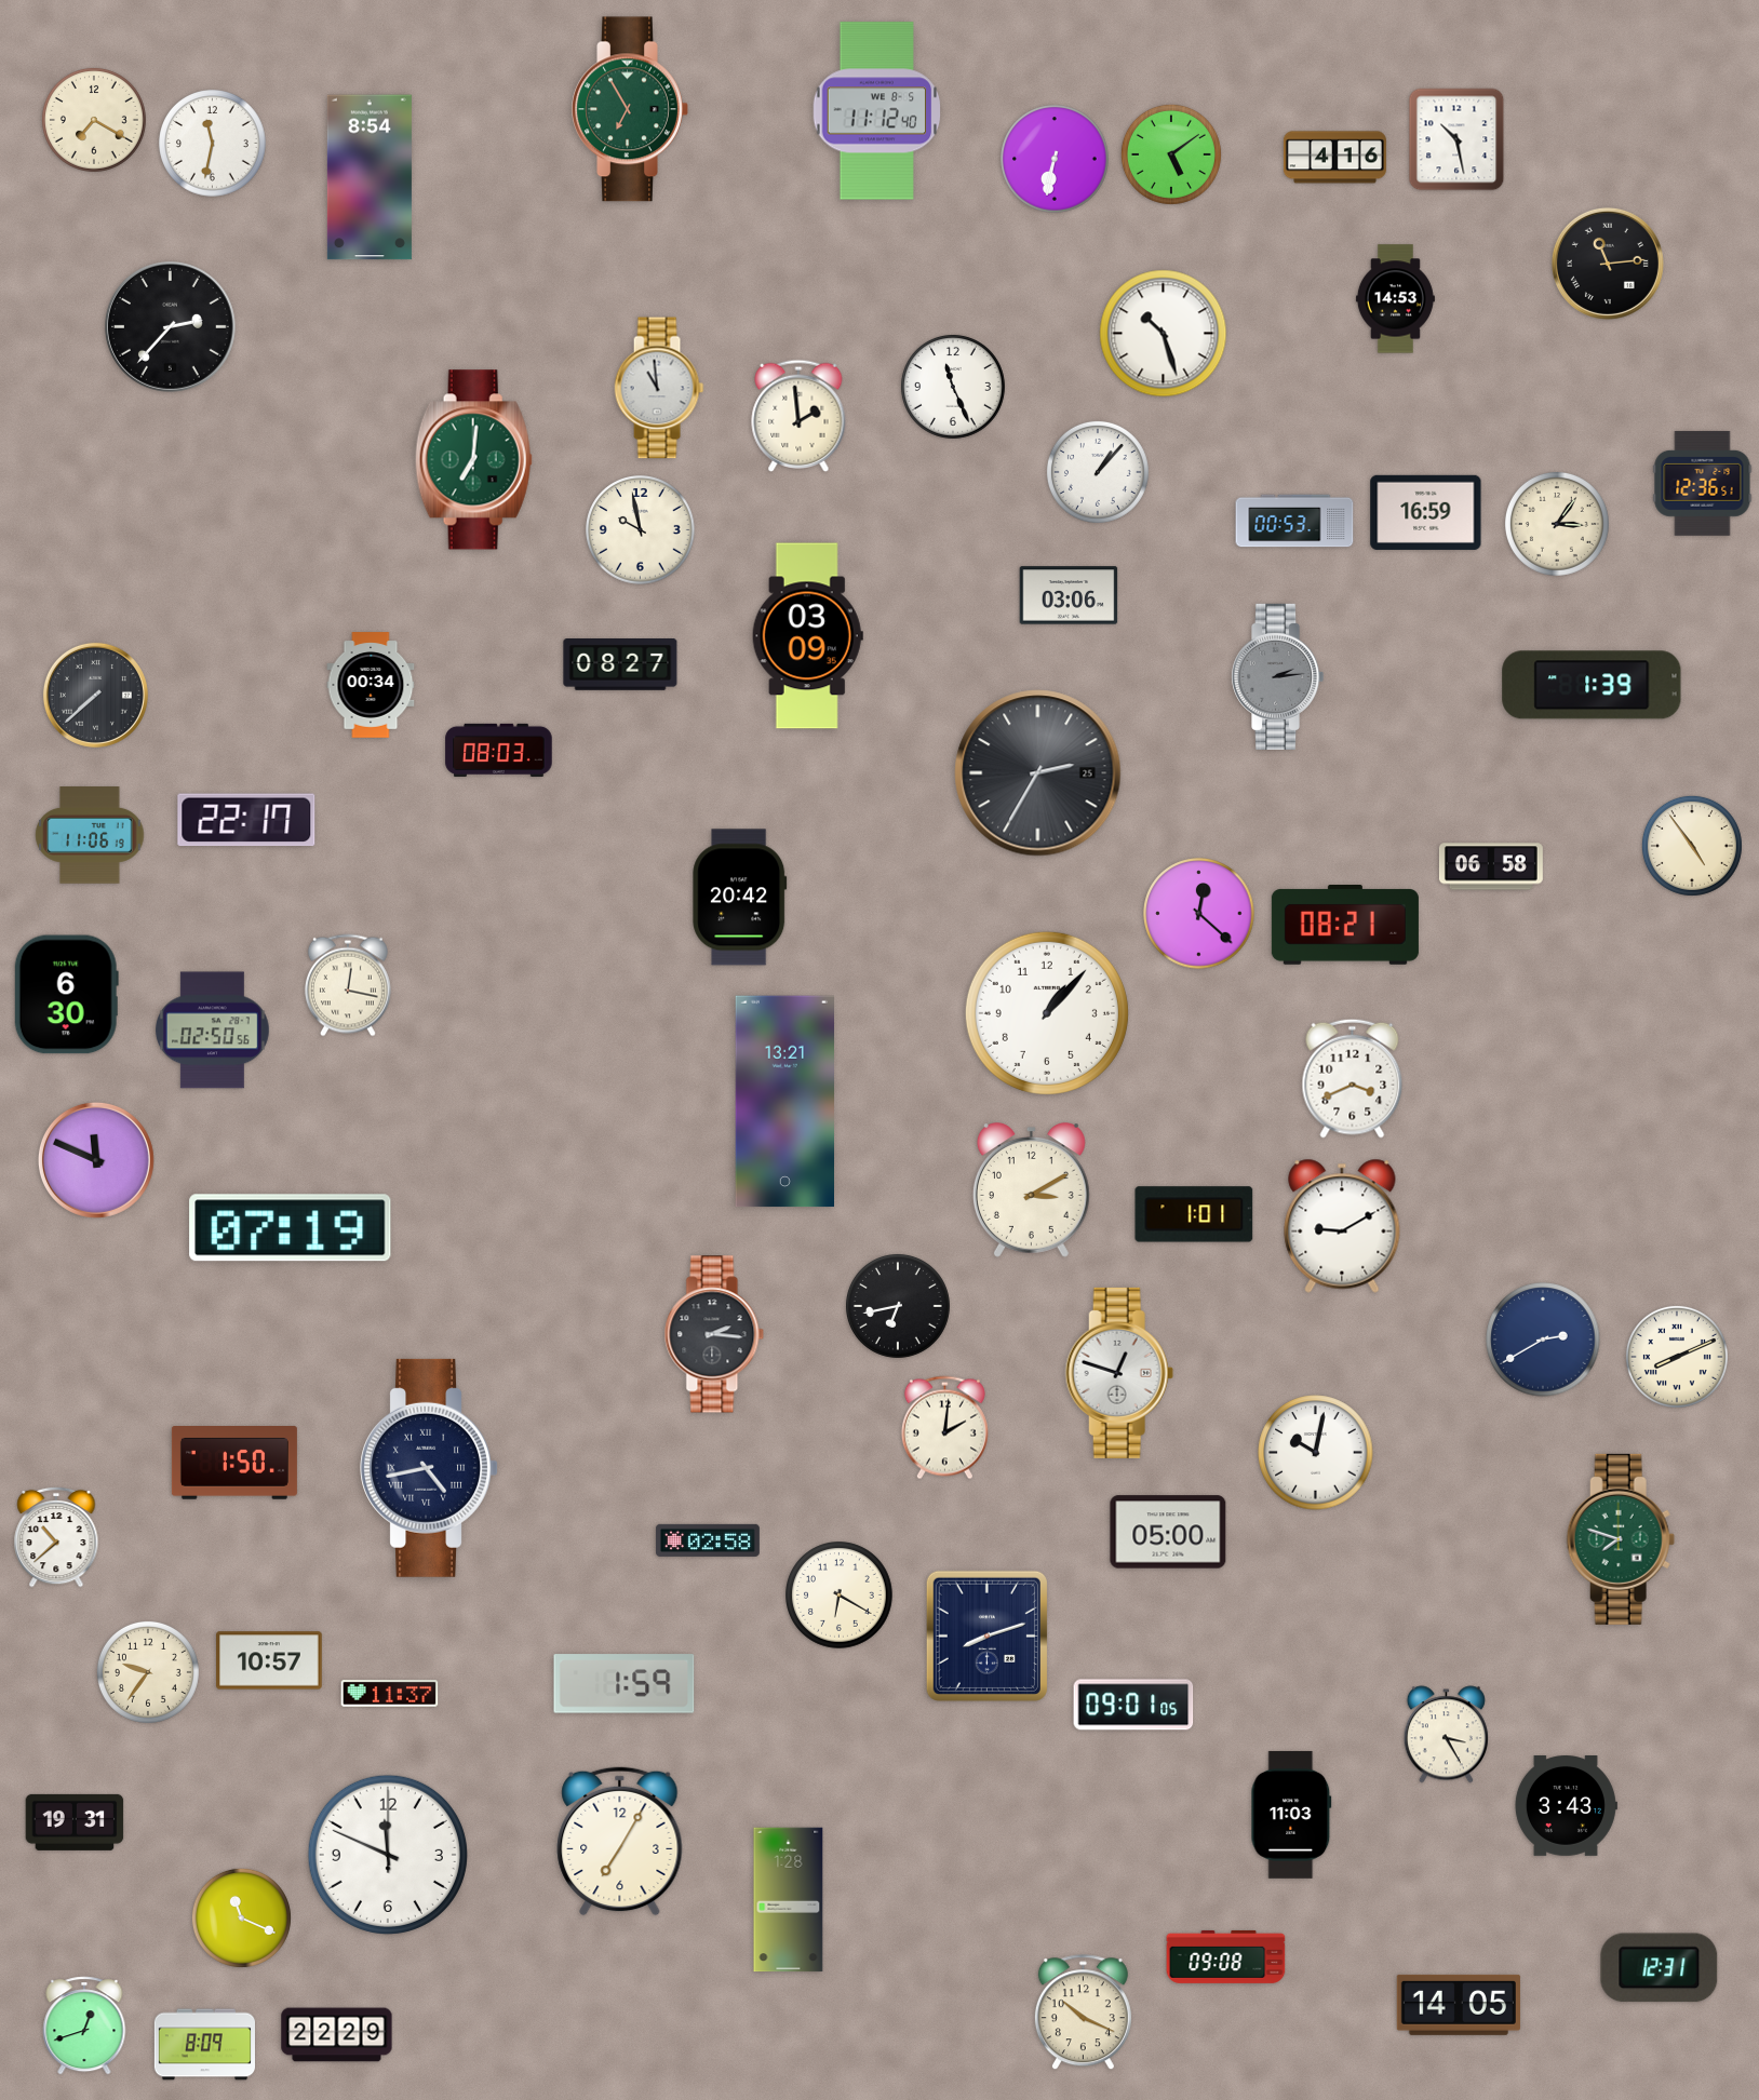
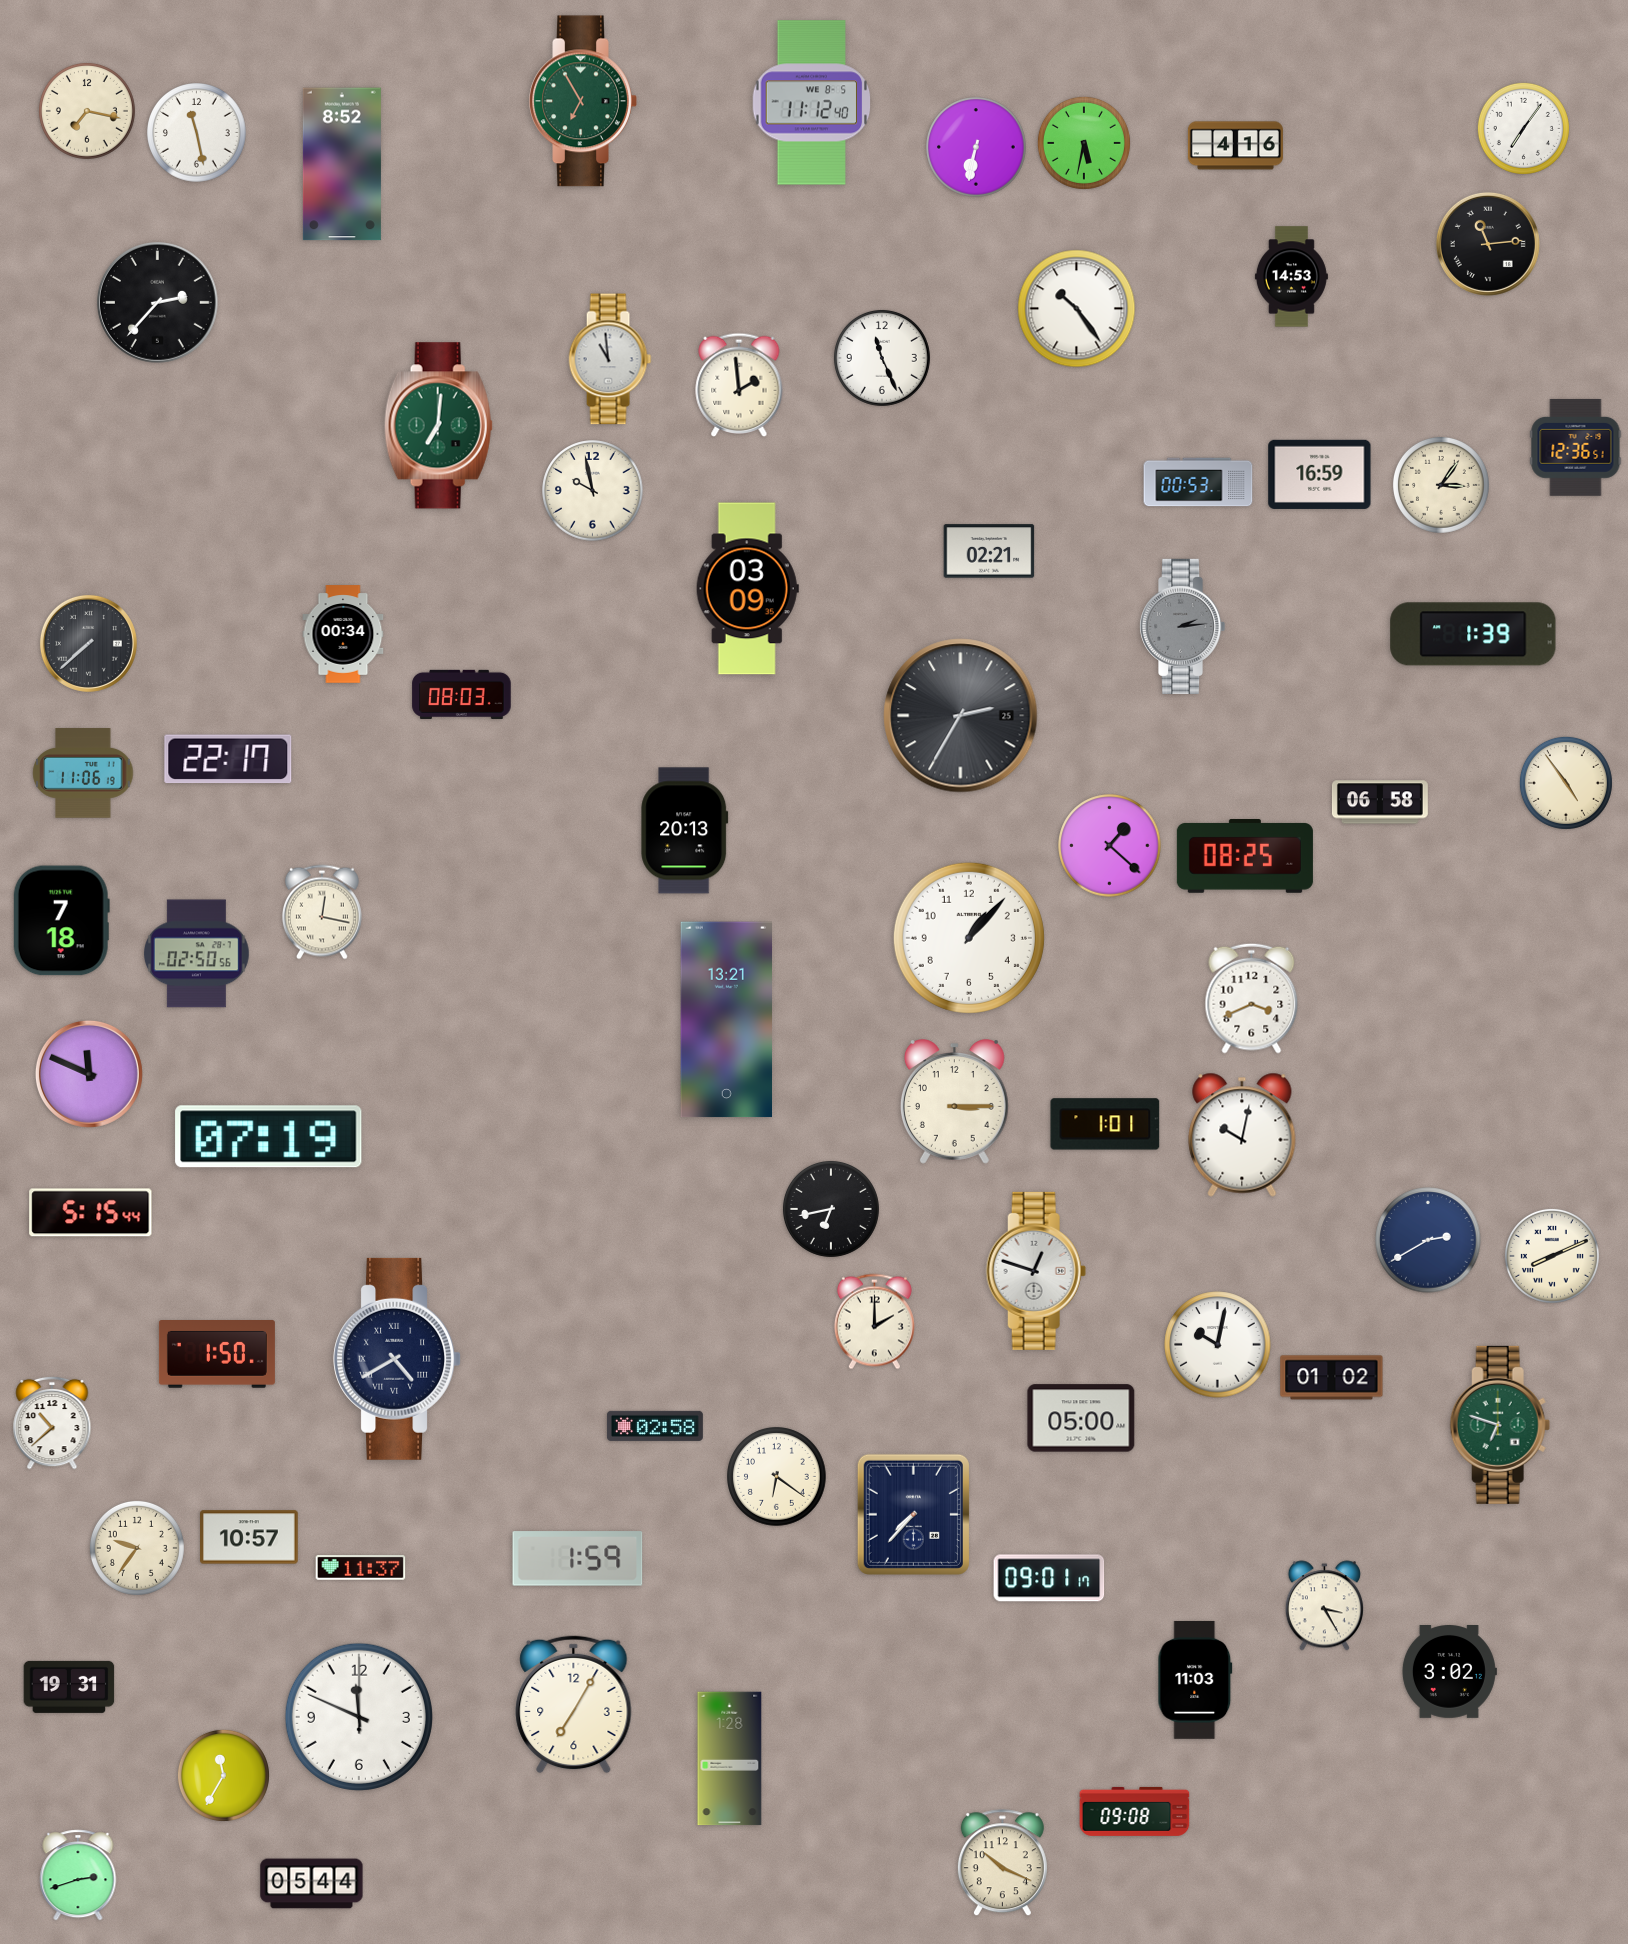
clock at (94, 120): 7:20 -> 7:17
clock at (1523, 128): none -> 7:06
clock at (1456, 139): 10:28 -> none
clock at (213, 144): 11:32 -> 11:28
clock at (1171, 154): 5:09 -> 5:32
clock at (370, 177): 8:54 -> 8:52
clock at (1164, 334): 10:27 -> 10:24
clock at (1098, 472): 1:07 -> none
clock at (1069, 595): 03:06 -> 02:21
clock at (620, 665): 08:27 -> none
clock at (740, 898): 20:42 -> 20:13
clock at (1199, 914): 12:22 -> 1:22
clock at (1345, 925): 08:21 -> 08:25
clock at (66, 995): 6:30 -> 7:18
clock at (1031, 1190): 3:10 -> 3:15
clock at (1342, 1226): 9:10 -> 10:02
clock at (91, 1213): none -> 5:15
clock at (714, 1334): 2:16 -> none
clock at (944, 1428): 2:01 -> 2:00
clock at (429, 1468): 4:43 -> 4:40
clock at (1332, 1378): none -> 01:02
clock at (1621, 1539): 7:48 -> 6:48
clock at (840, 1596): 6:20 -> 6:21
clock at (986, 1635): 8:12 -> 7:37
clock at (1133, 1705): 09:01:05 -> 09:01:17
clock at (1446, 1735) position: (1446, 1735) -> (1324, 1606)
clock at (1566, 1806): 3:43 -> 3:02
clock at (241, 1917): 11:19 -> 11:35
clock at (1660, 1968): 12:31 -> none
clock at (1459, 2005): 14:05 -> none
clock at (84, 2025): 12:42 -> 2:42
clock at (337, 2035): 22:29 -> 05:44
clock at (204, 2045): 8:09 -> none
